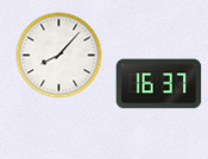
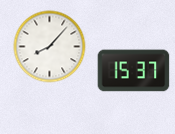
clock at (159, 84): 16:37 -> 15:37
